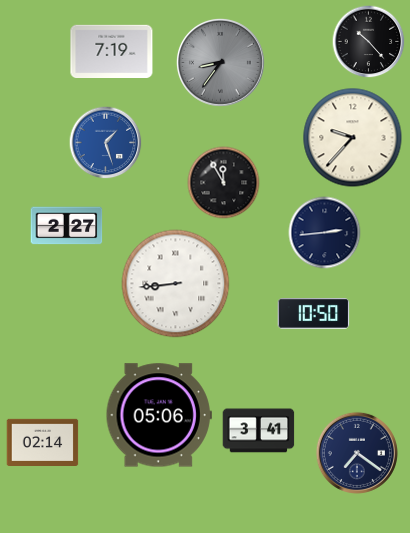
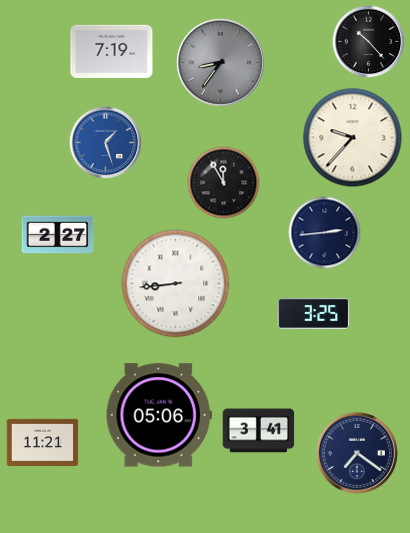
clock at (67, 226) position: (67, 226) -> (58, 235)
clock at (314, 314): 10:50 -> 3:25
clock at (43, 442): 02:14 -> 11:21
